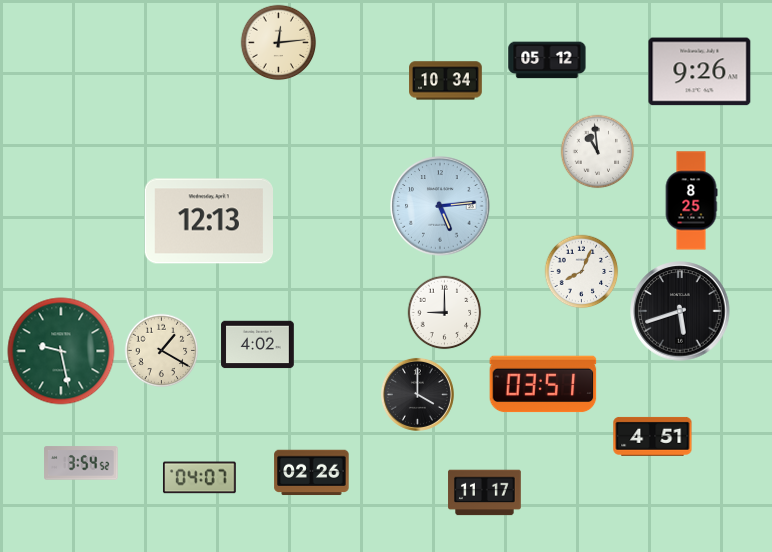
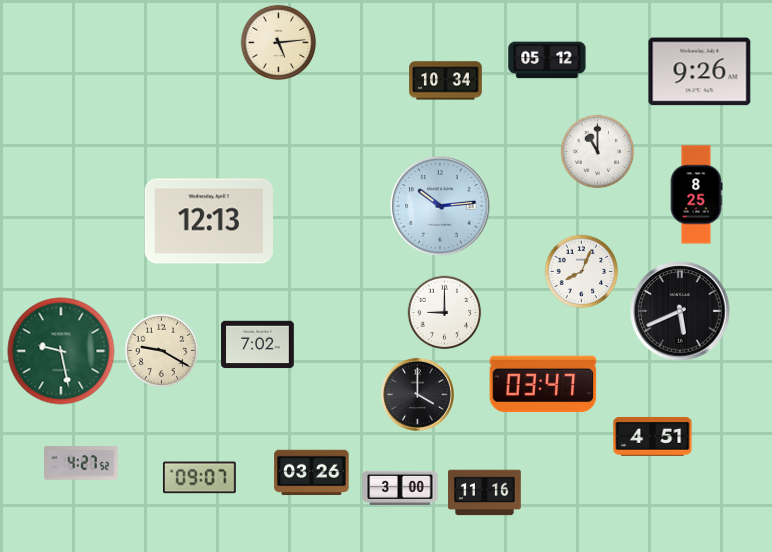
clock at (279, 43): 12:14 -> 5:14
clock at (598, 152): 10:59 -> 11:00
clock at (691, 201) position: (691, 201) -> (696, 195)
clock at (440, 206): 5:14 -> 10:14
clock at (680, 311): 5:42 -> 5:41
clock at (258, 345): 4:02 -> 7:02
clock at (162, 351): 1:20 -> 9:20
clock at (543, 384): 03:51 -> 03:47
clock at (81, 463): 3:54 -> 4:27
clock at (312, 473): 02:26 -> 03:26
clock at (200, 478): 04:07 -> 09:07
clock at (400, 488): none -> 3:00
clock at (485, 493): 11:17 -> 11:16
